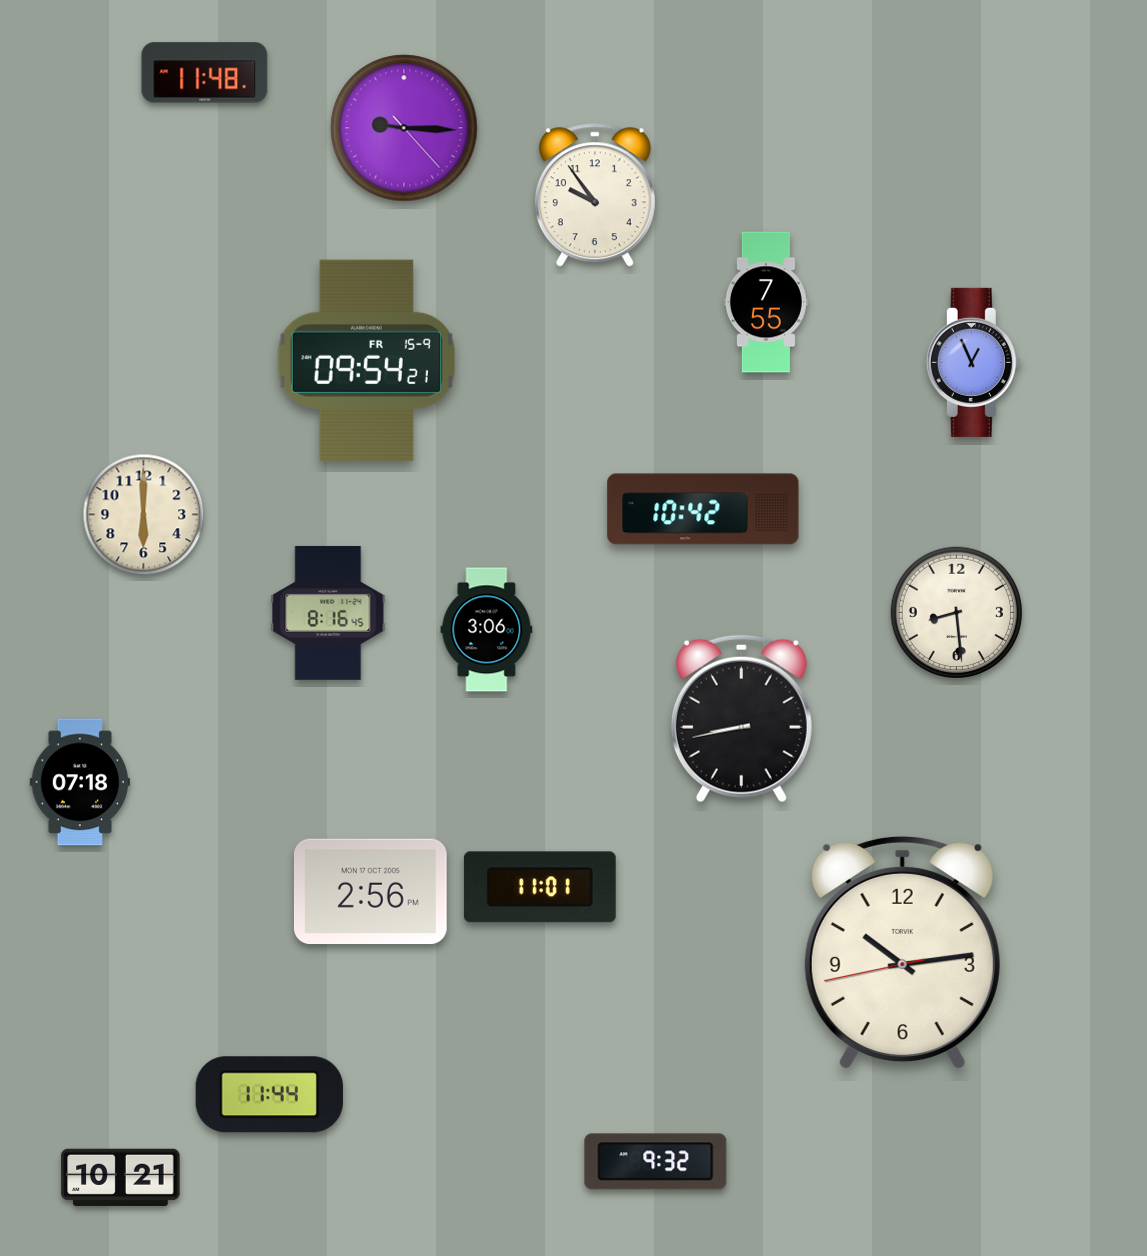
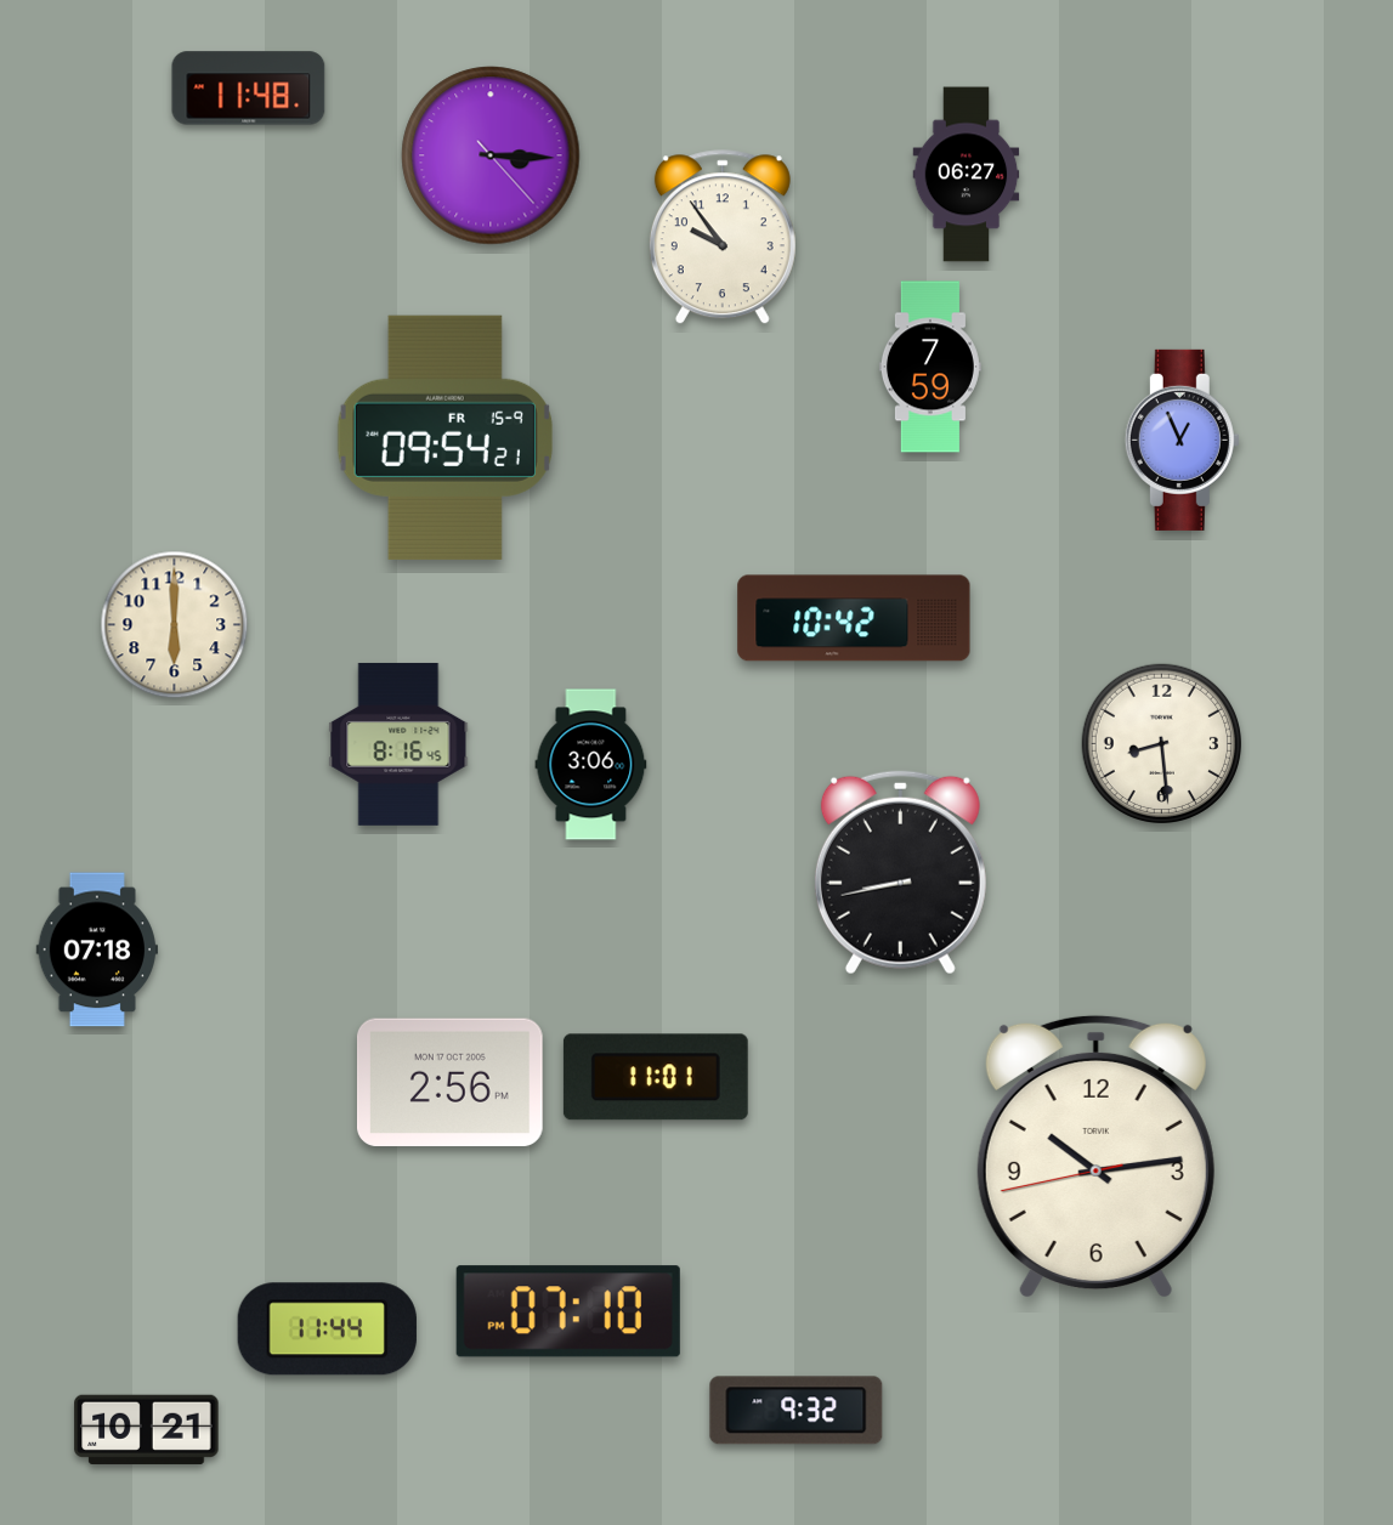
clock at (404, 128): 9:15 -> 3:15
clock at (967, 175): none -> 06:27
clock at (766, 302): 7:55 -> 7:59
clock at (568, 1311): none -> 07:10
